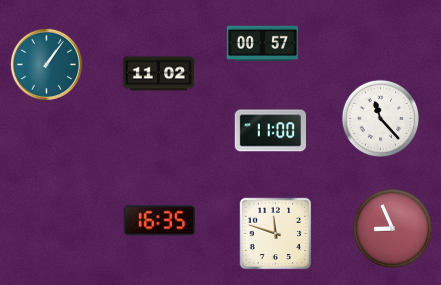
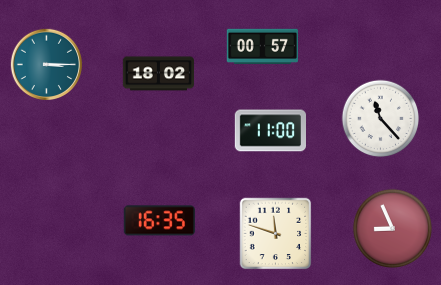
clock at (262, 44) position: (262, 44) -> (262, 47)
clock at (47, 65): 1:06 -> 3:15
clock at (158, 74): 11:02 -> 18:02
